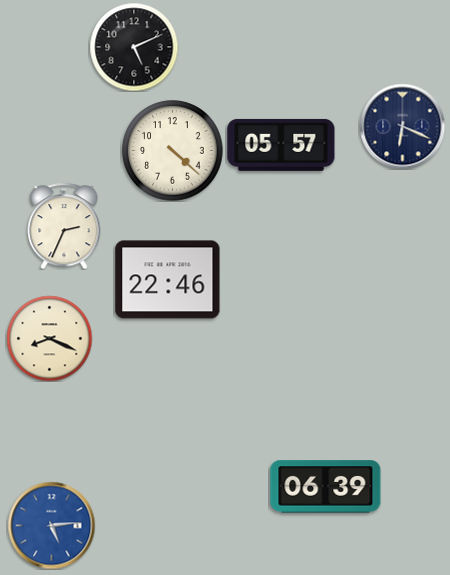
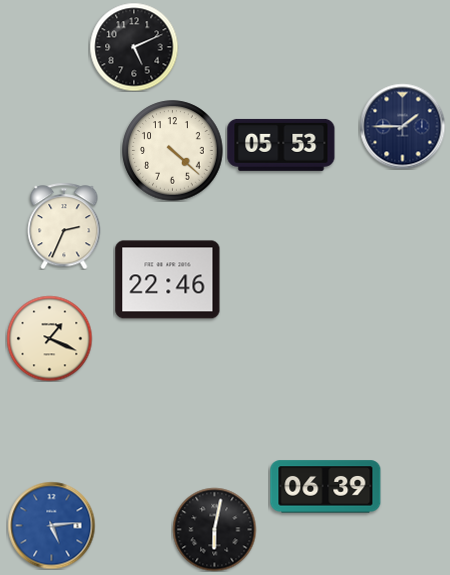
clock at (402, 126): 6:19 -> 1:45
clock at (281, 145): 05:57 -> 05:53
clock at (49, 338): 8:19 -> 1:19
clock at (214, 529): none -> 6:02
